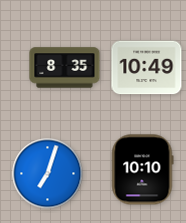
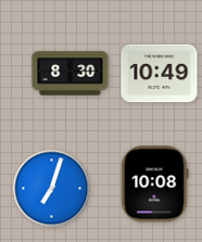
clock at (65, 68): 8:35 -> 8:30
clock at (143, 170): 10:10 -> 10:08
